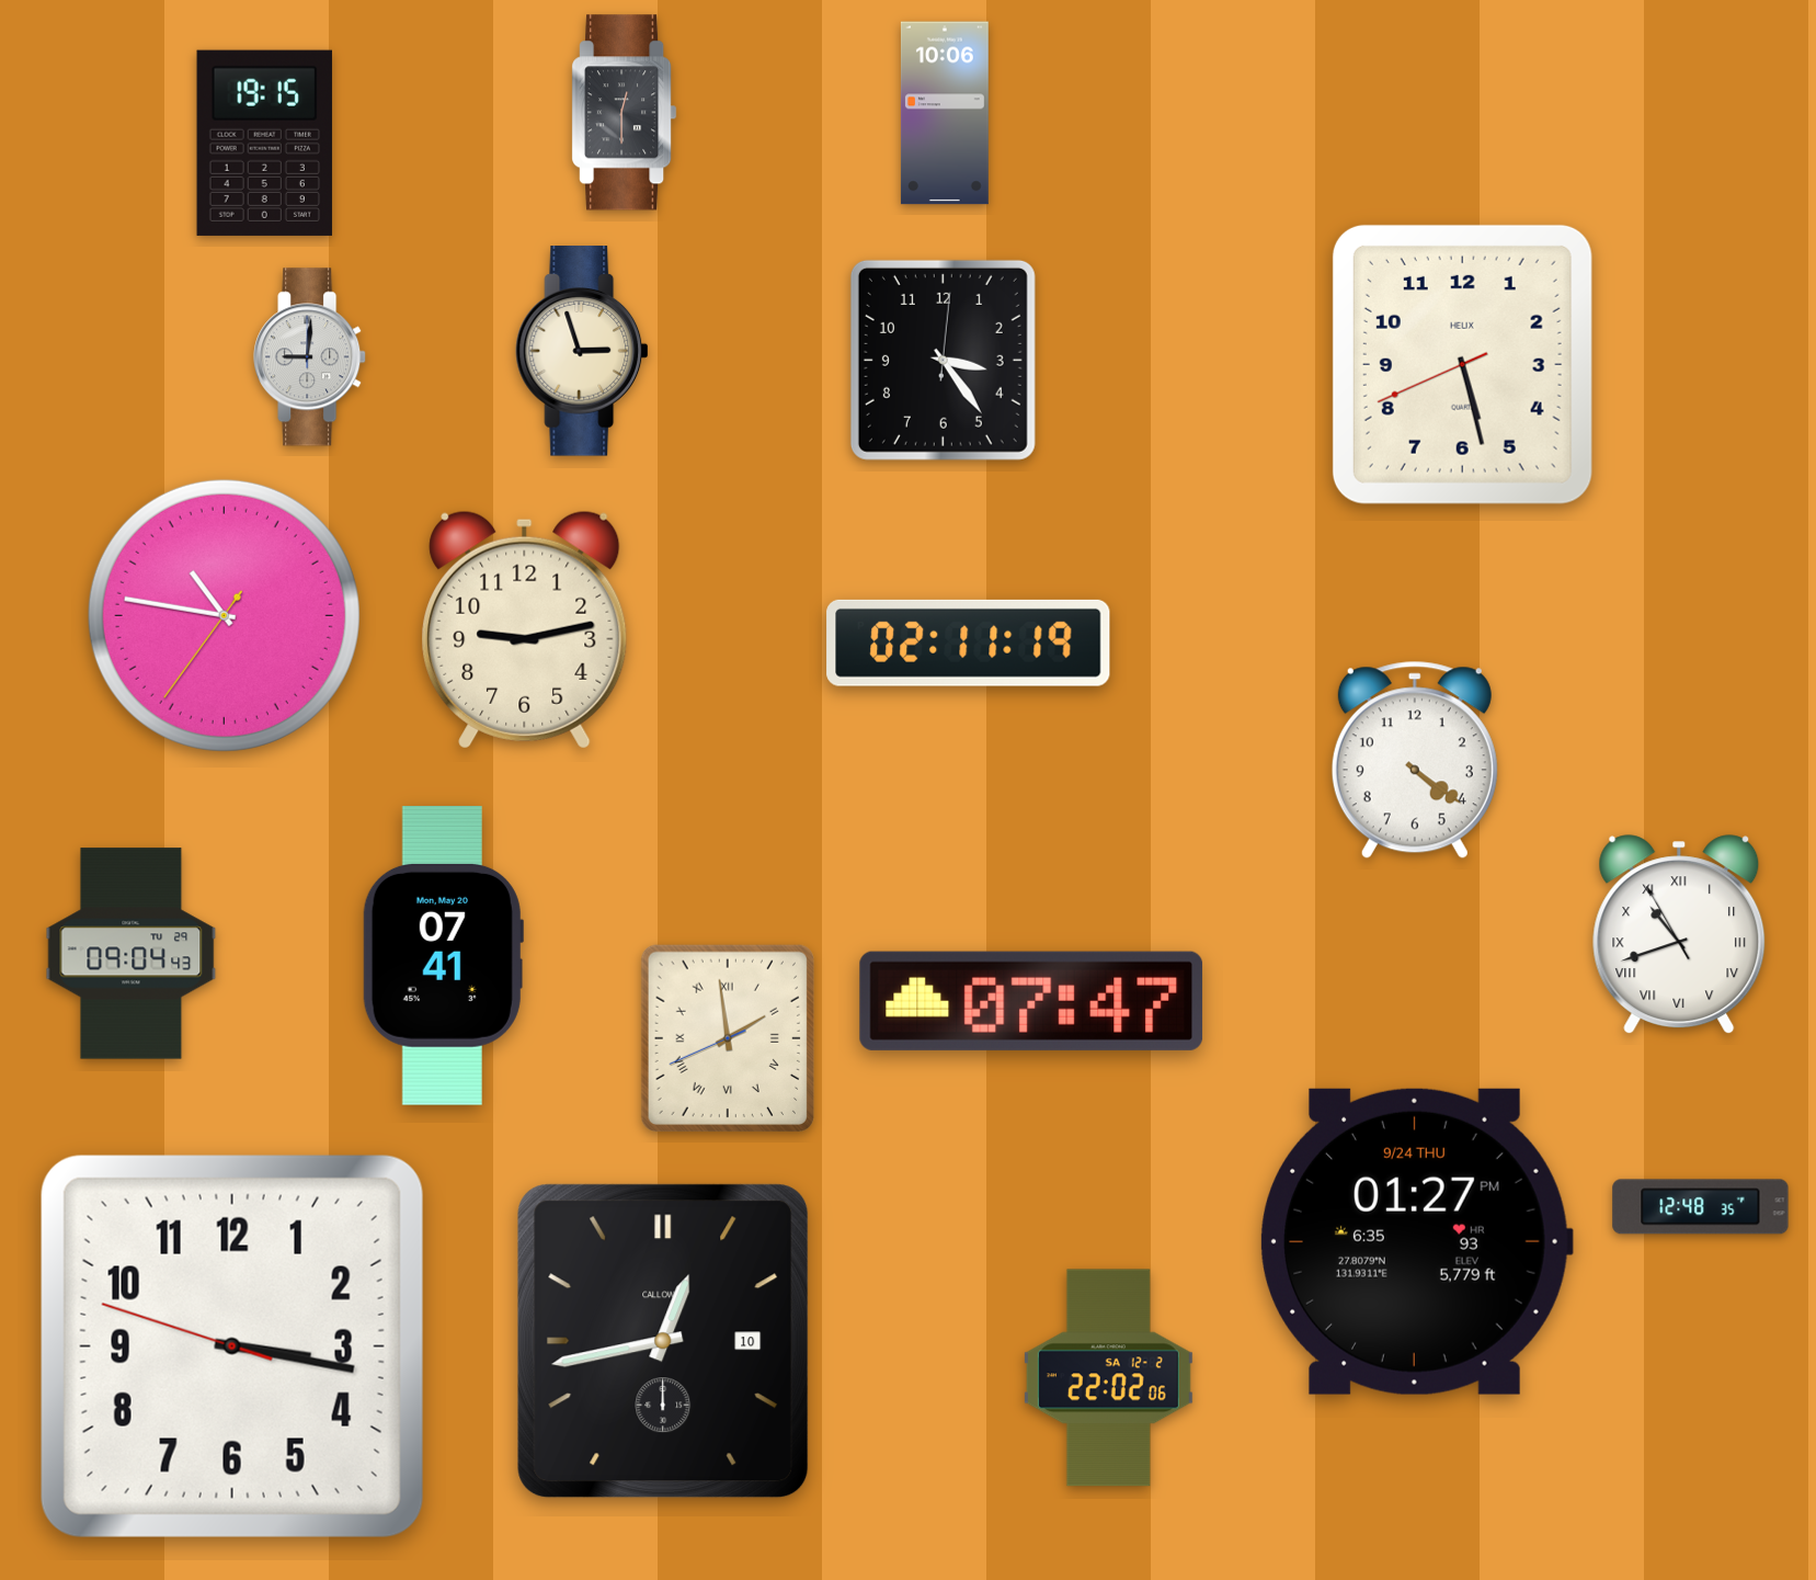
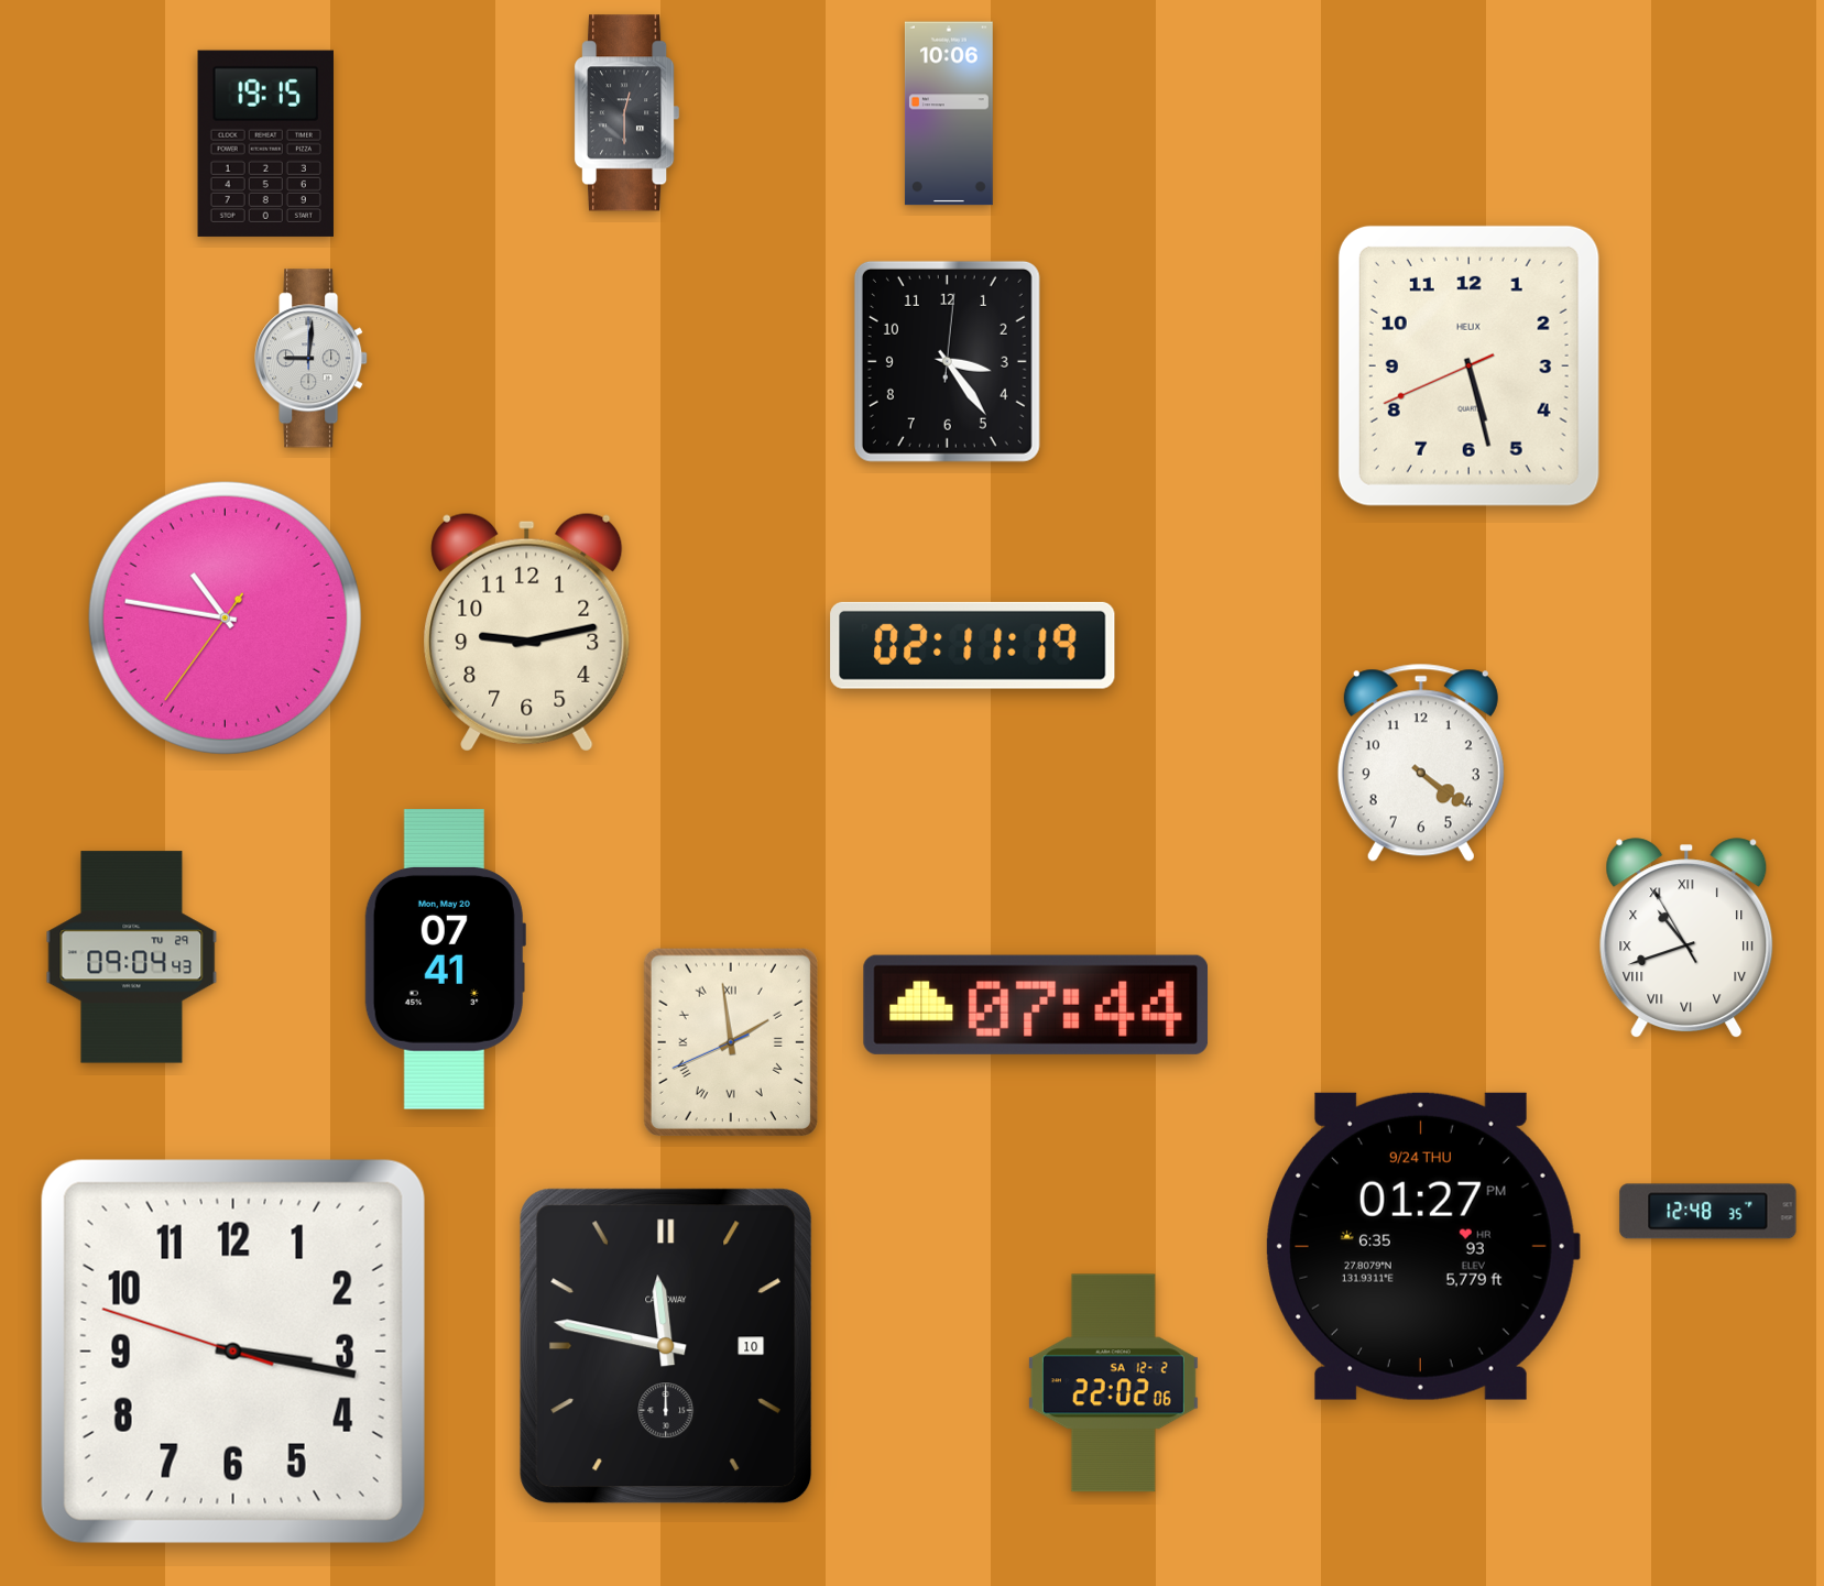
clock at (582, 351): 2:57 -> none
clock at (1031, 1001): 07:47 -> 07:44
clock at (663, 1341): 12:43 -> 11:47
